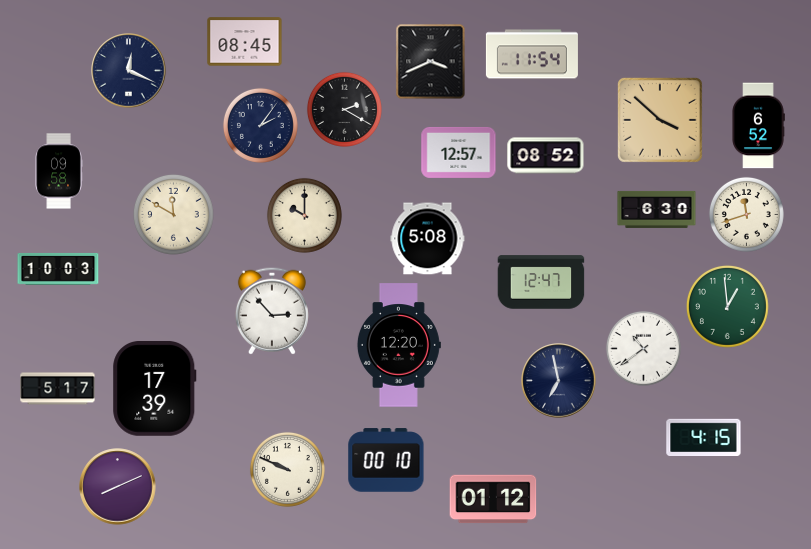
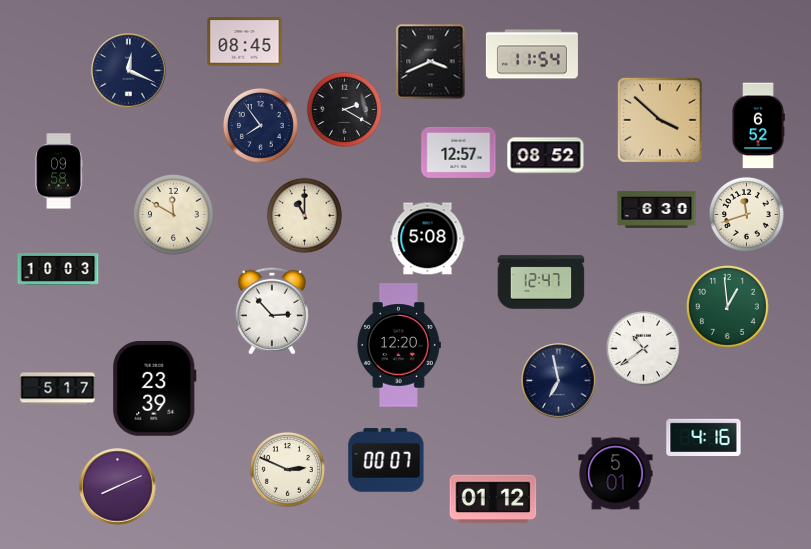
clock at (260, 125): 2:06 -> 7:54
clock at (304, 215): 10:00 -> 11:00
clock at (155, 388): 17:39 -> 23:39
clock at (704, 437): 4:15 -> 4:16
clock at (386, 460): 00:10 -> 00:07
clock at (287, 469): 9:49 -> 2:49
clock at (616, 474): none -> 5:01
